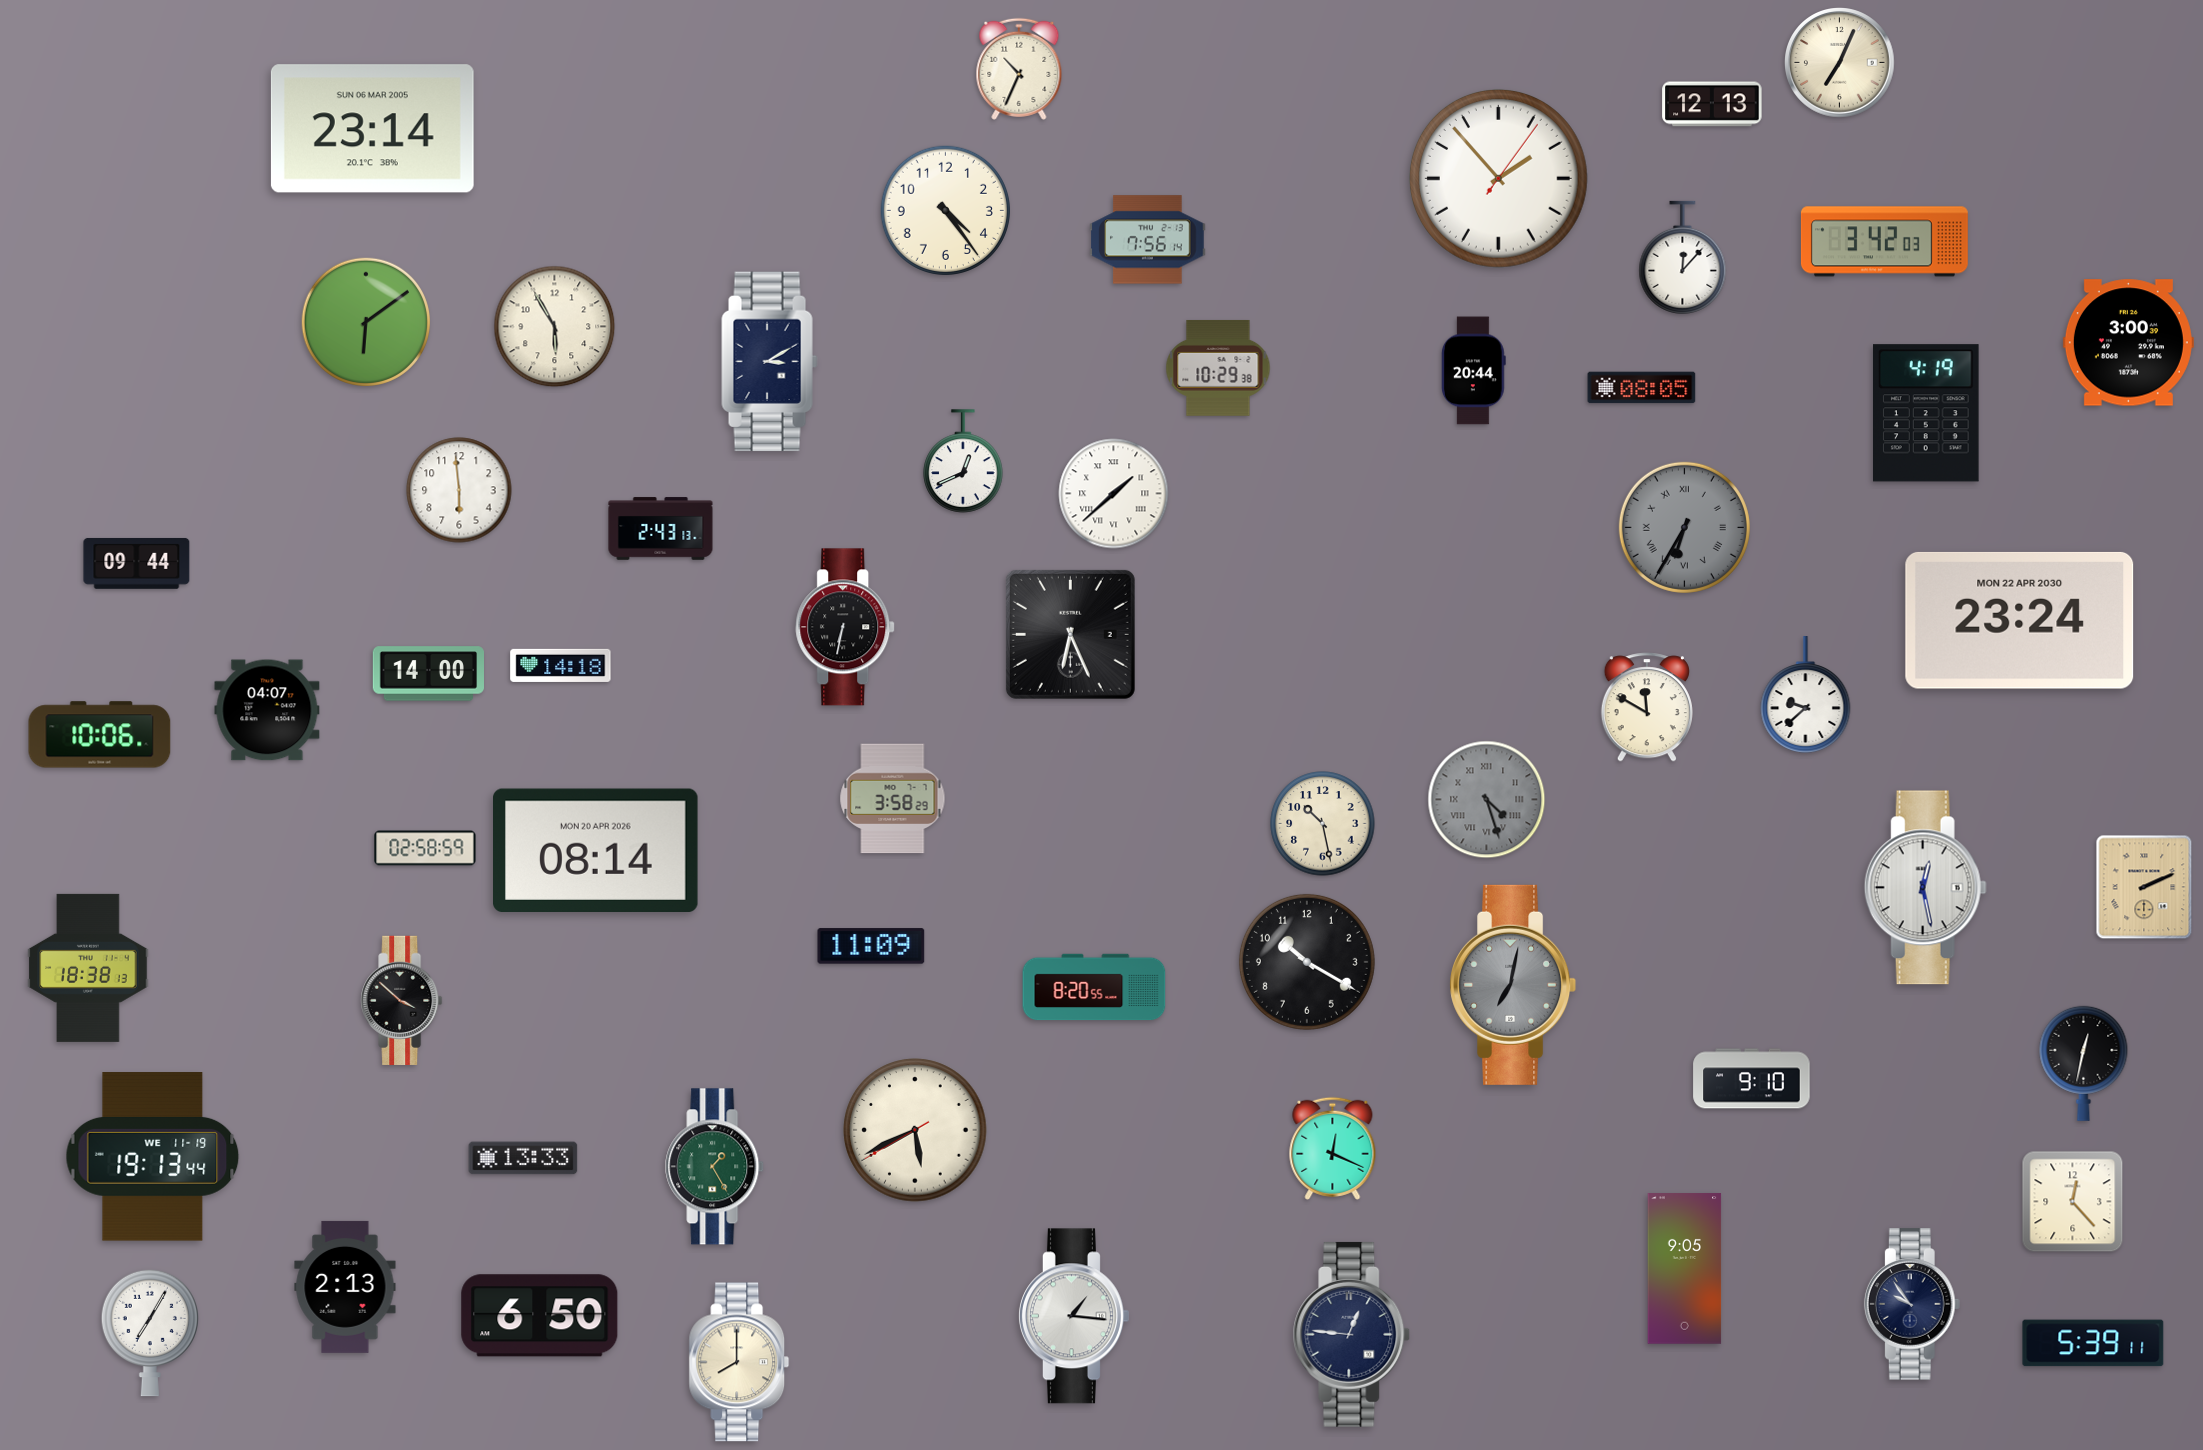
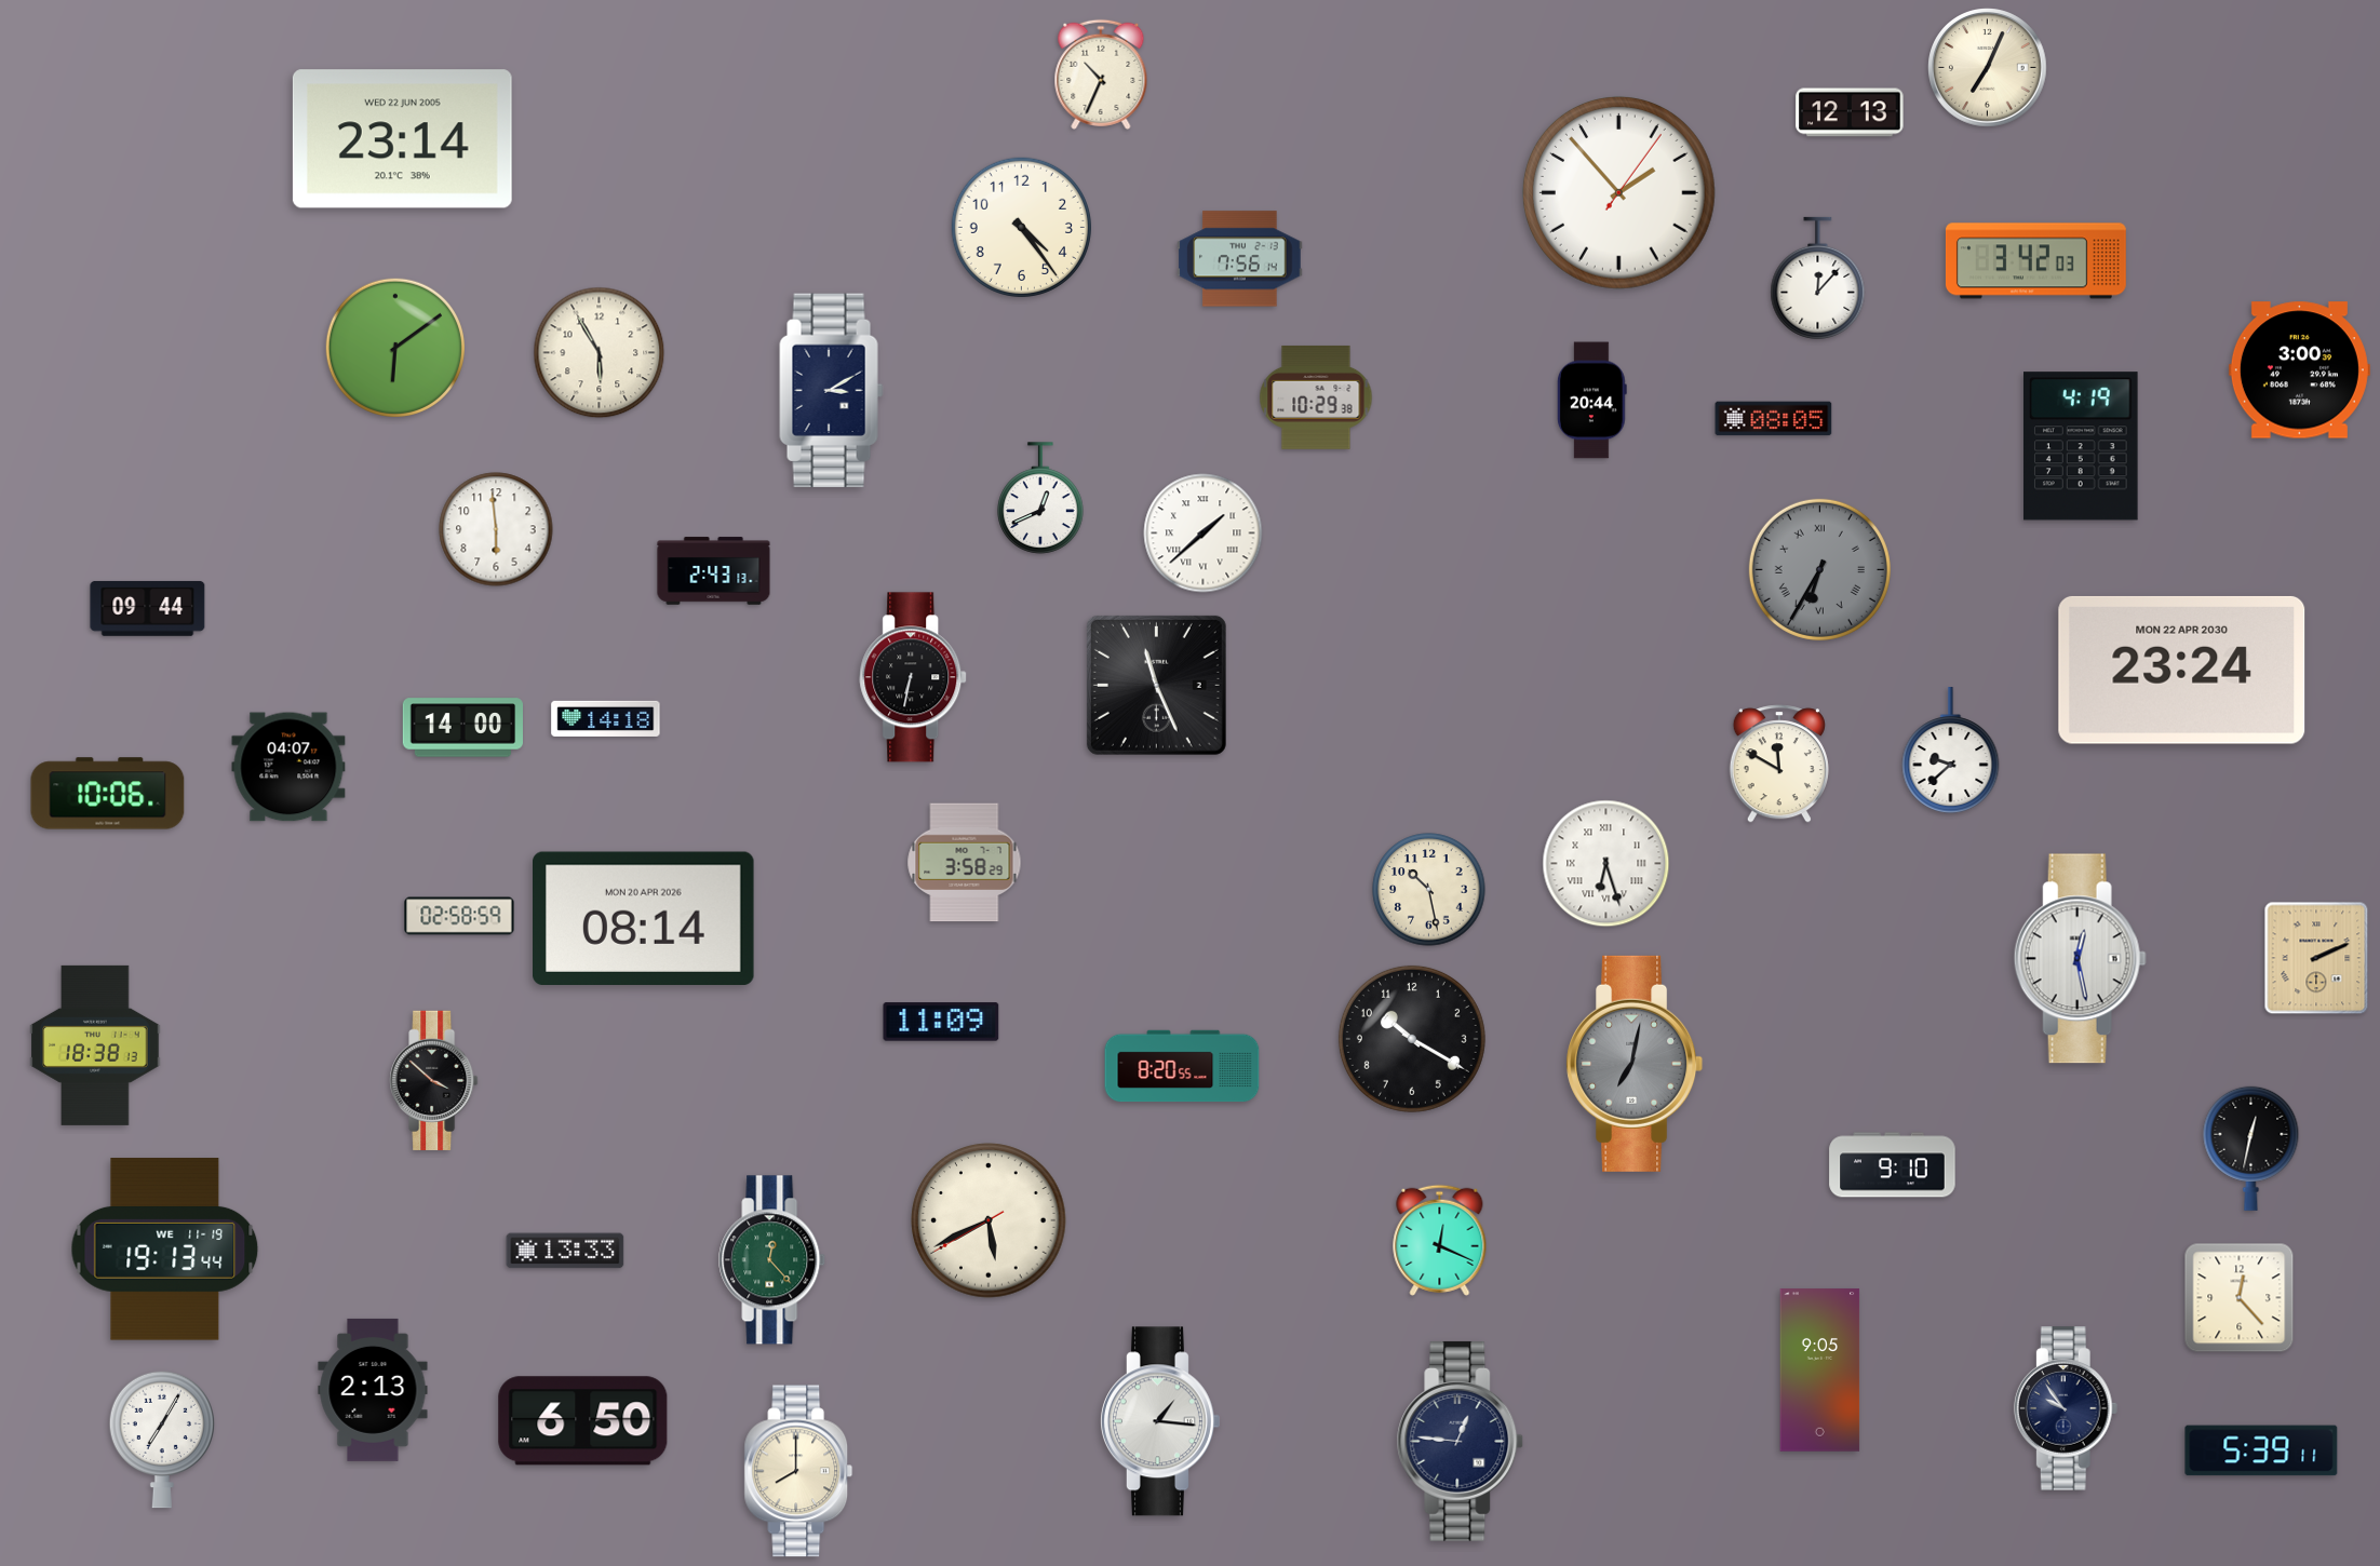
clock at (372, 129) date: SUN 06 MAR 2005 -> WED 22 JUN 2005
clock at (1070, 634): 6:26 -> 11:26
clock at (1487, 800): 4:27 -> 6:27
clock at (1487, 800) dial: grey -> white
clock at (715, 1167): 1:25 -> 12:23
